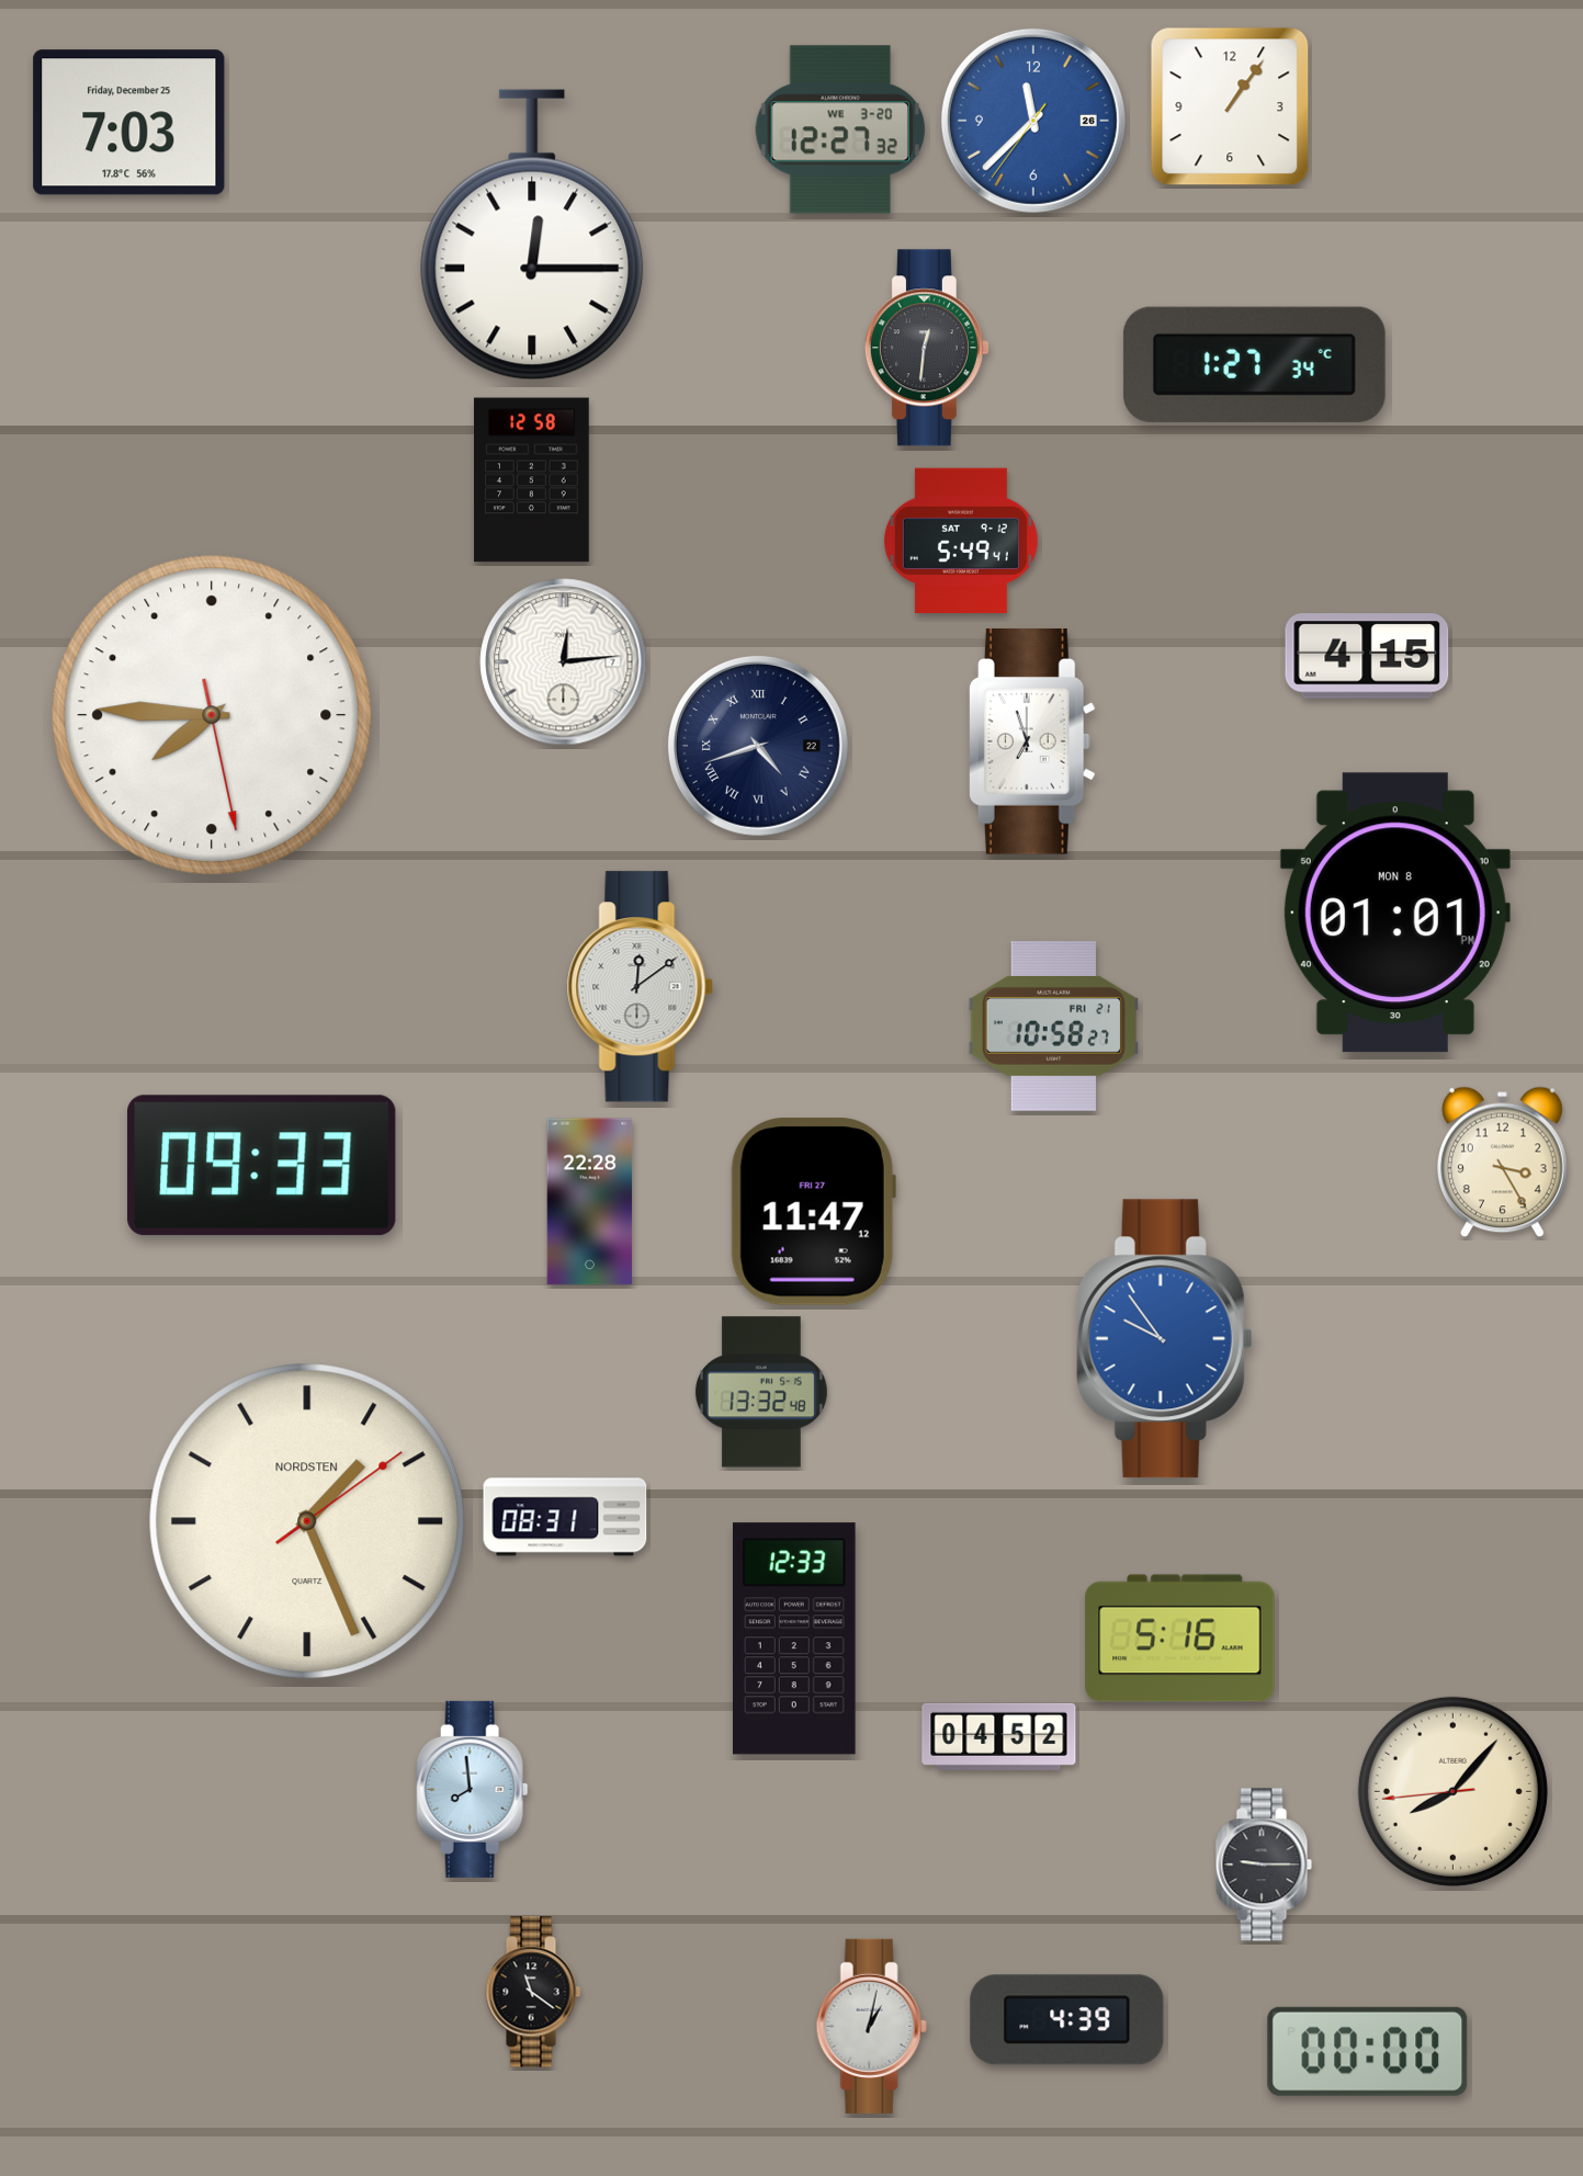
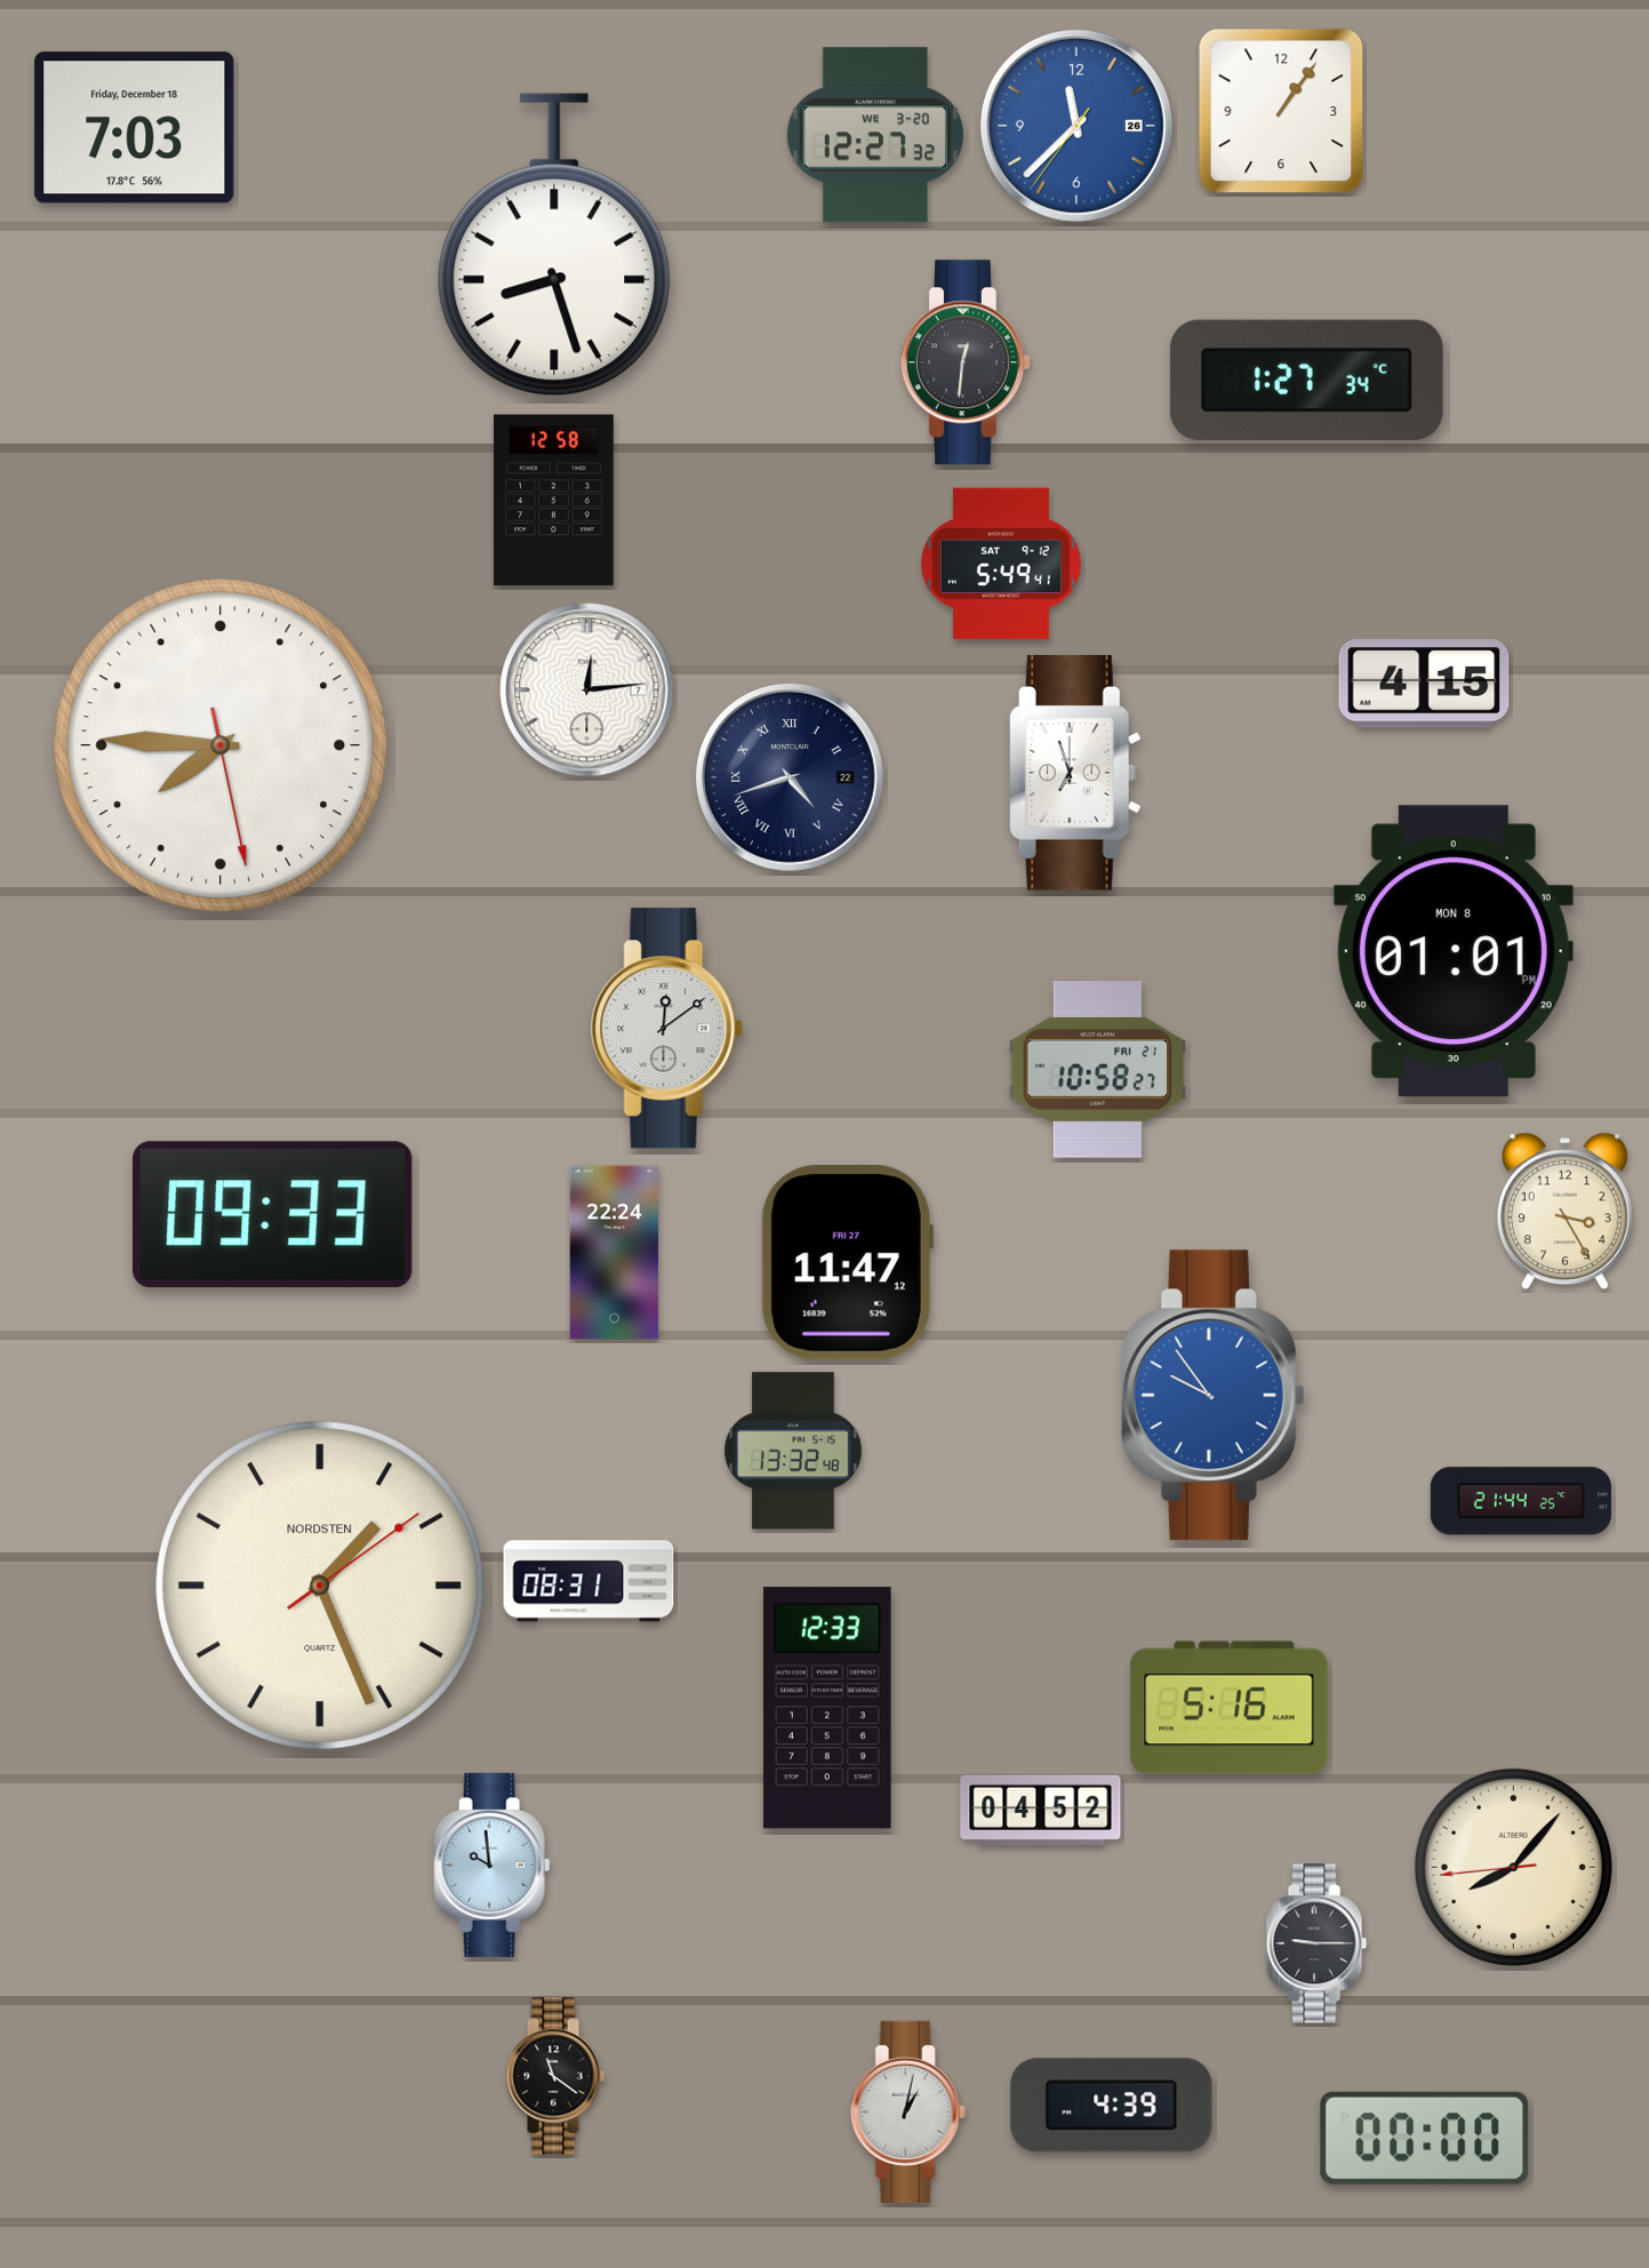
clock at (129, 123) date: Friday, December 25 -> Friday, December 18
clock at (532, 235): 12:15 -> 8:27
clock at (590, 1202): 22:28 -> 22:24
clock at (1521, 1501): none -> 21:44
clock at (473, 1789): 7:59 -> 9:59
